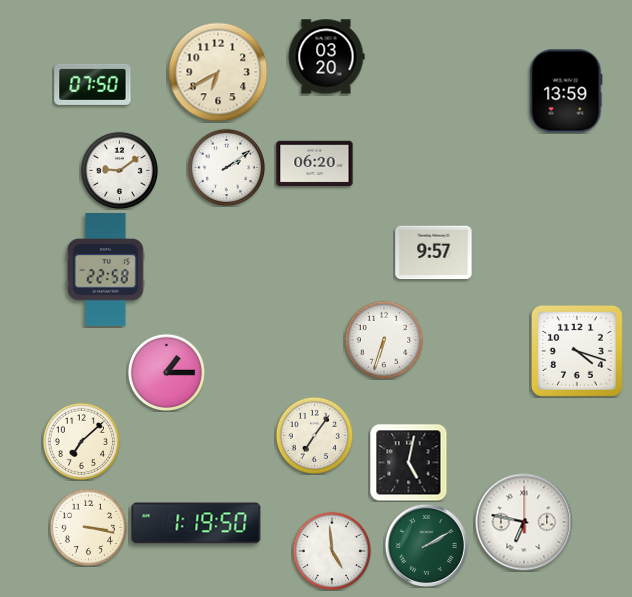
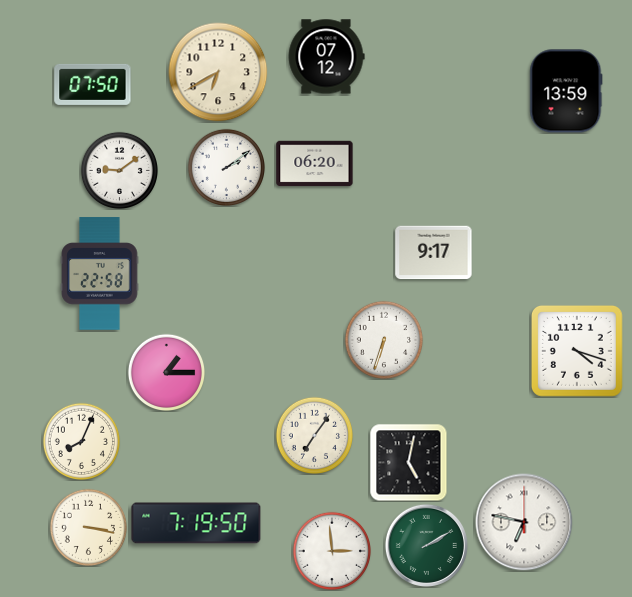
clock at (326, 57): 03:20 -> 07:12
clock at (434, 253): 9:57 -> 9:17
clock at (106, 270) position: (106, 270) -> (100, 274)
clock at (81, 441): 7:08 -> 8:04
clock at (196, 523): 1:19 -> 7:19
clock at (331, 550): 4:59 -> 2:59
